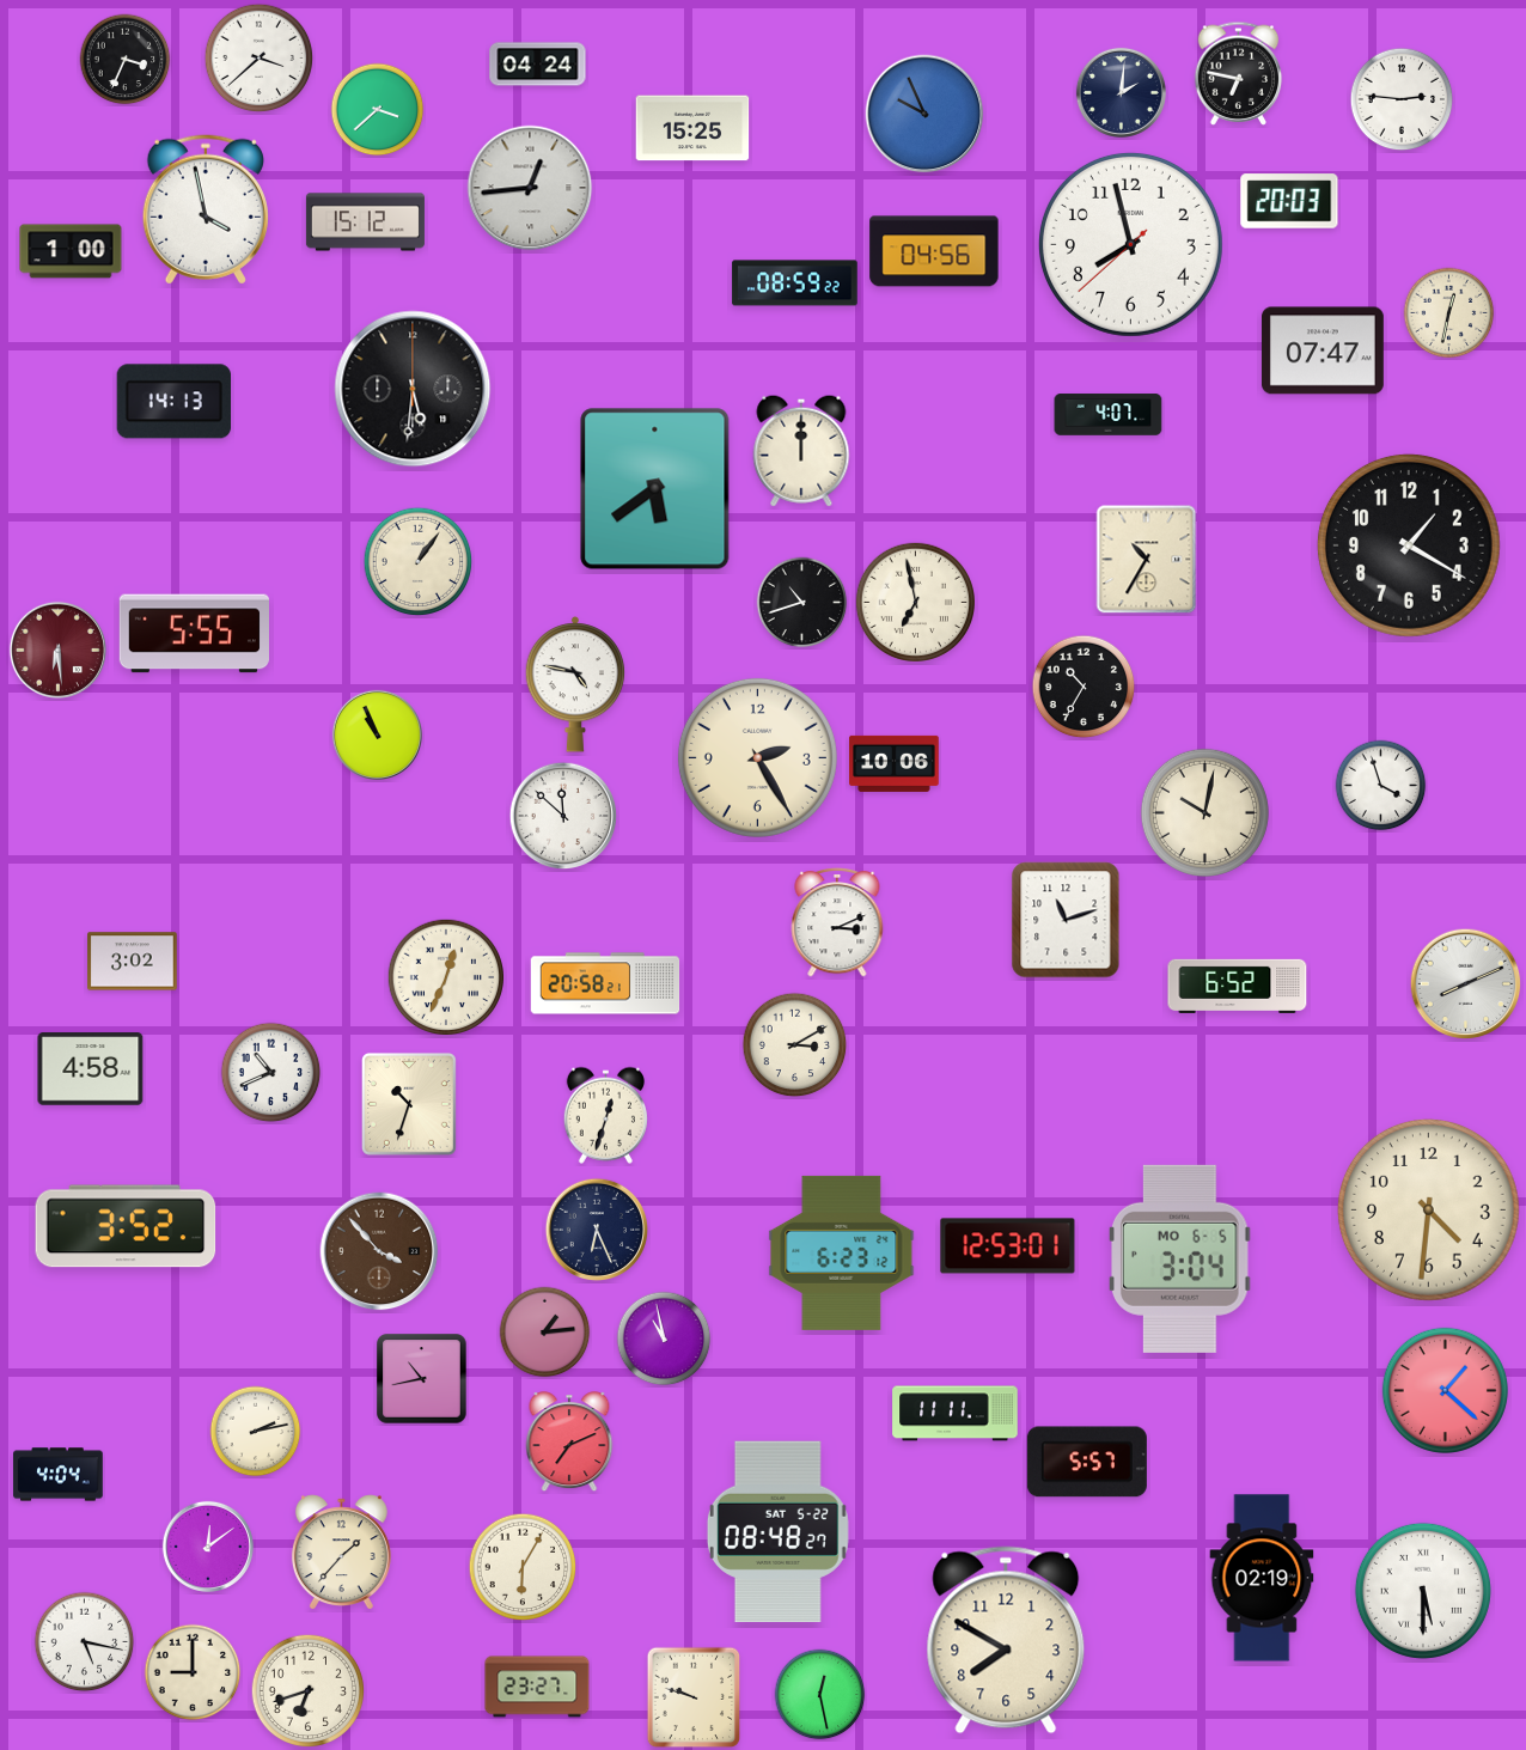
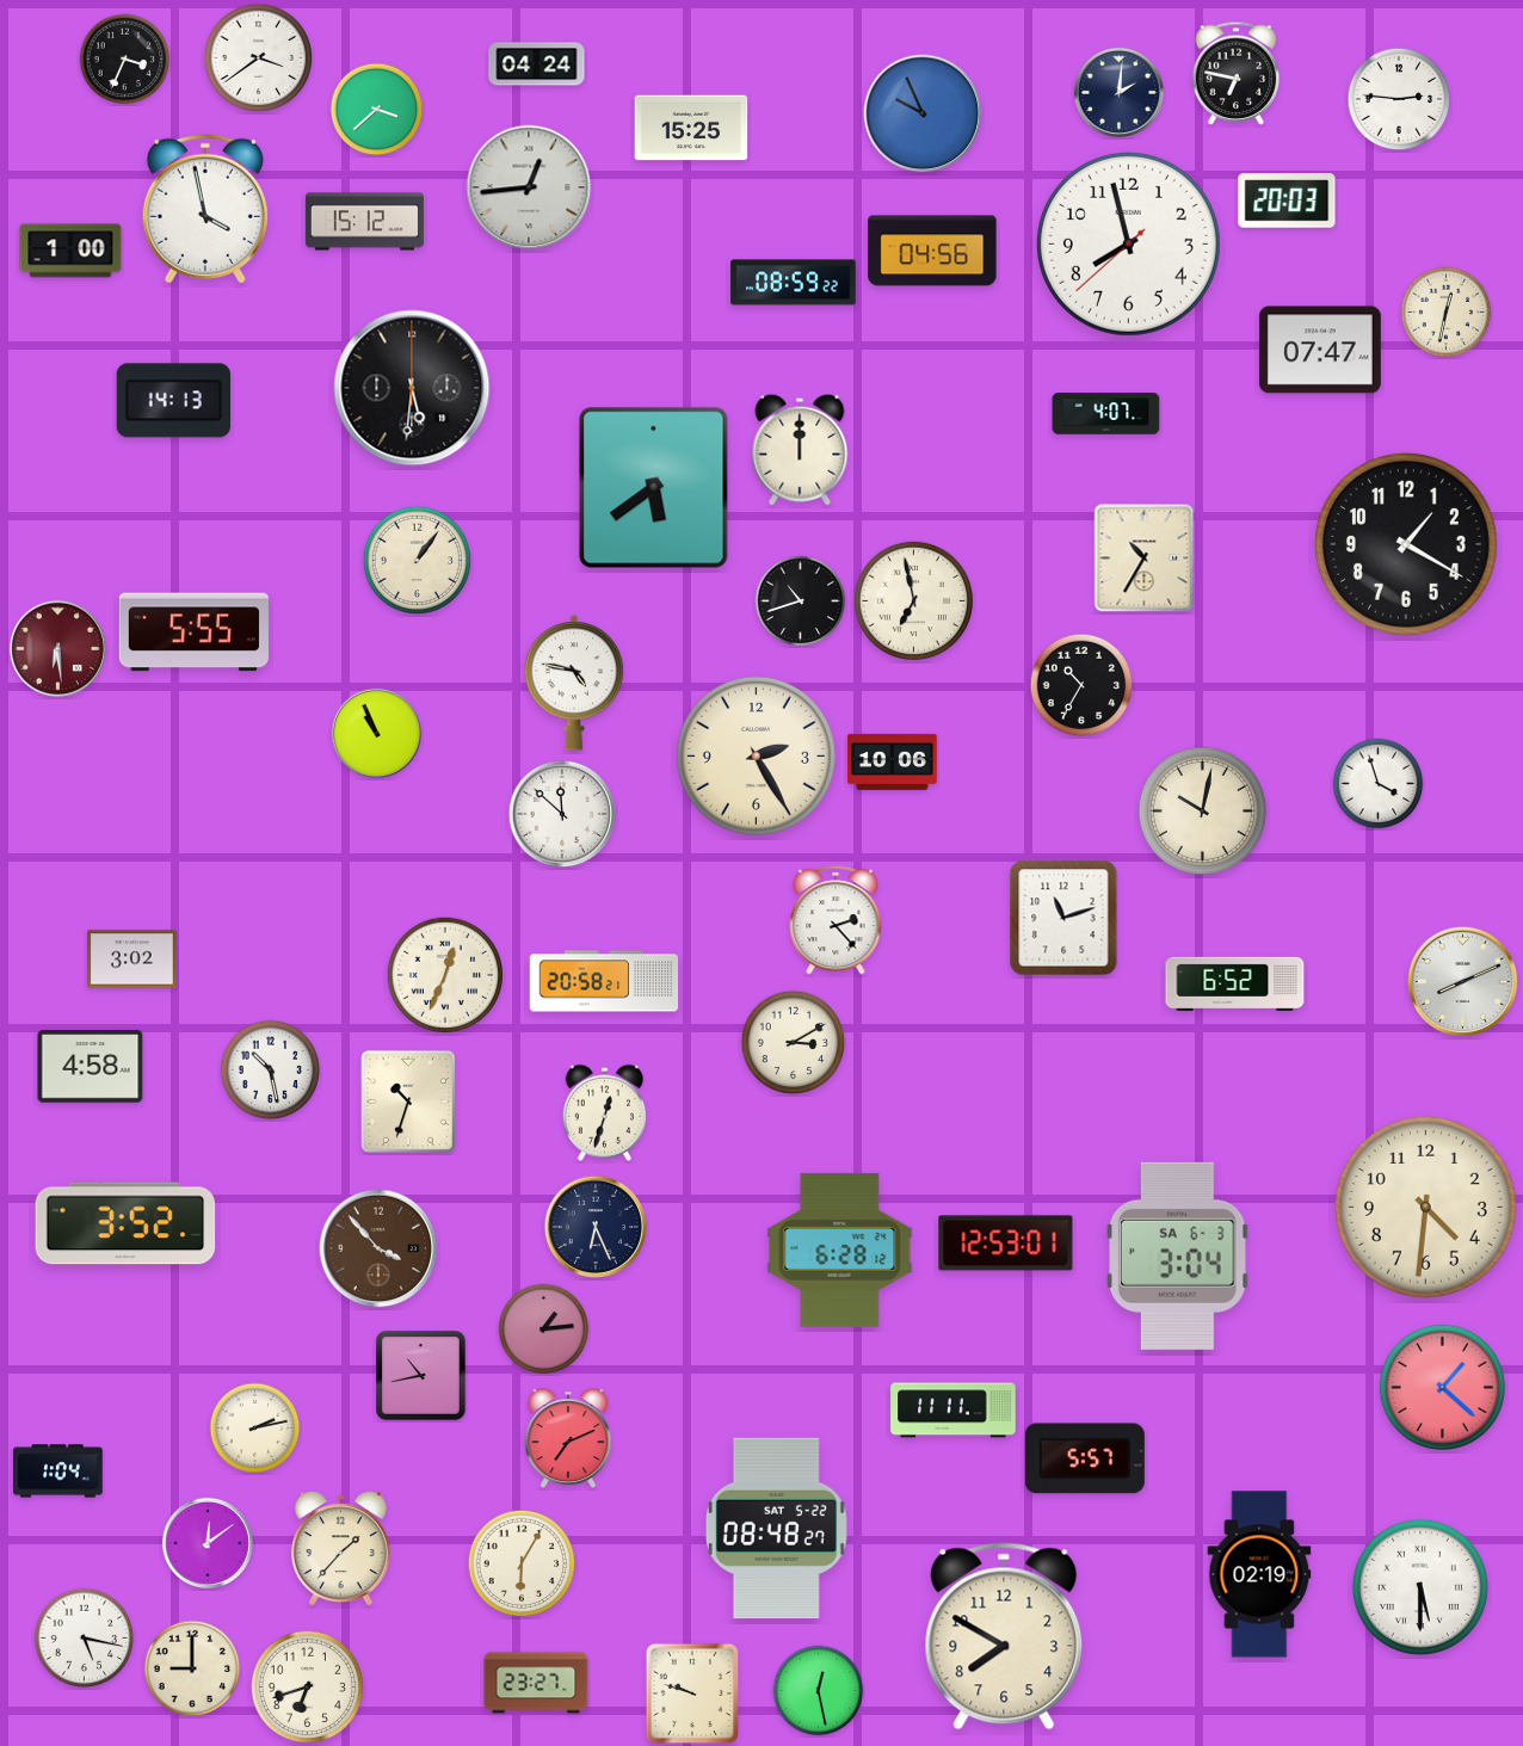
clock at (260, 59): 3:38 -> 3:39
clock at (837, 922): 3:11 -> 2:23
clock at (271, 1073): 10:41 -> 10:28
clock at (842, 1252): 6:23 -> 6:28
clock at (1180, 1258) date: MO 6-5 -> SA 6-3
clock at (664, 1339): 10:58 -> none
clock at (59, 1475): 4:04 -> 1:04
